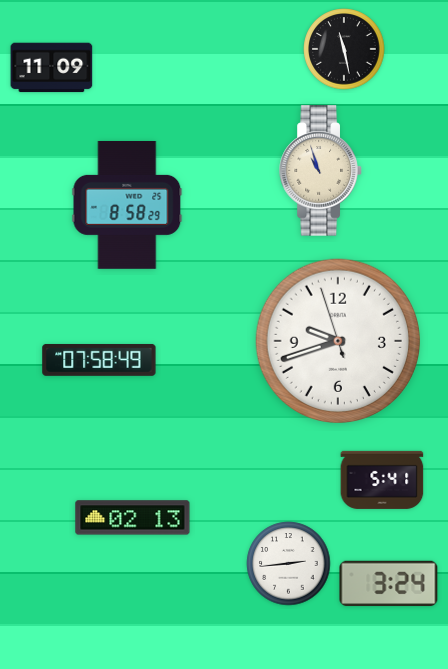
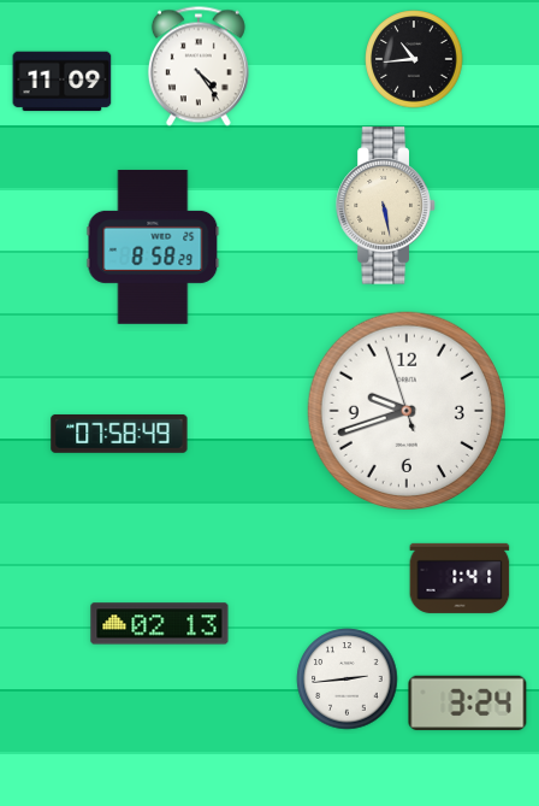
clock at (344, 49): 11:28 -> 10:44
clock at (199, 66): none -> 4:24
clock at (321, 171): 10:57 -> 5:28
clock at (382, 480): 5:41 -> 1:41
